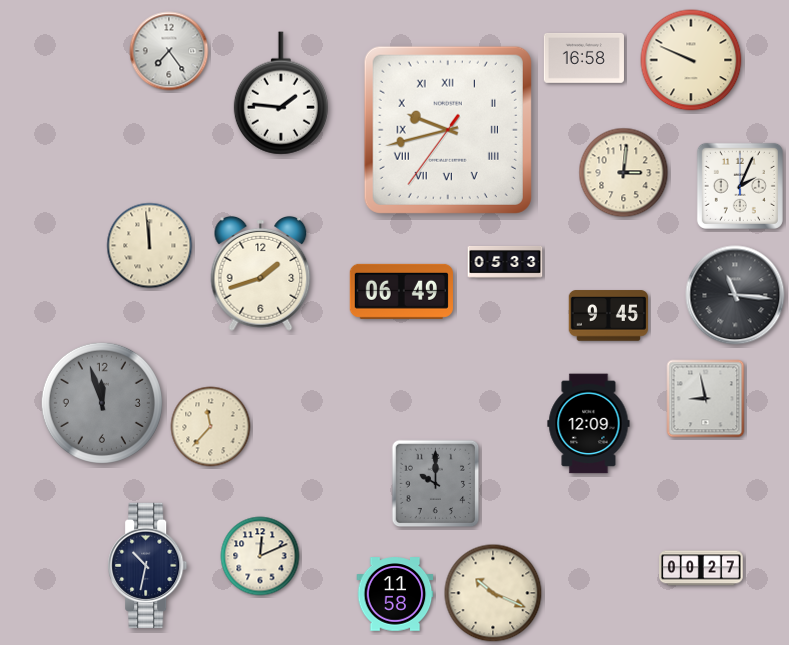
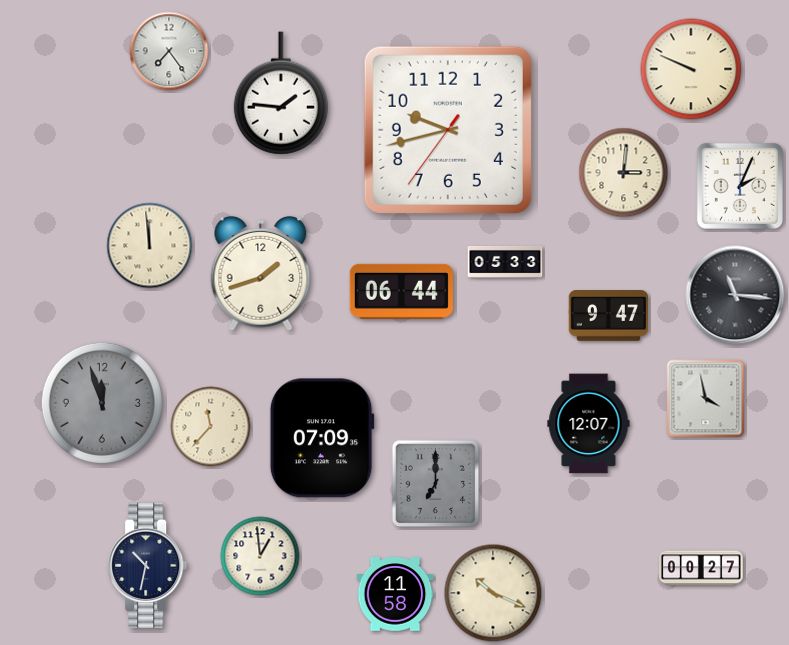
clock at (584, 58): 16:58 -> none
clock at (691, 60) position: (691, 60) -> (691, 69)
clock at (448, 130) numerals: Roman -> Arabic
clock at (401, 291): 06:49 -> 06:44
clock at (608, 316): 9:45 -> 9:47
clock at (706, 399): 8:58 -> 3:58
clock at (589, 424): 12:09 -> 12:07
clock at (322, 438): none -> 07:09
clock at (436, 484): 10:00 -> 7:00
clock at (260, 556): 12:11 -> 12:59
